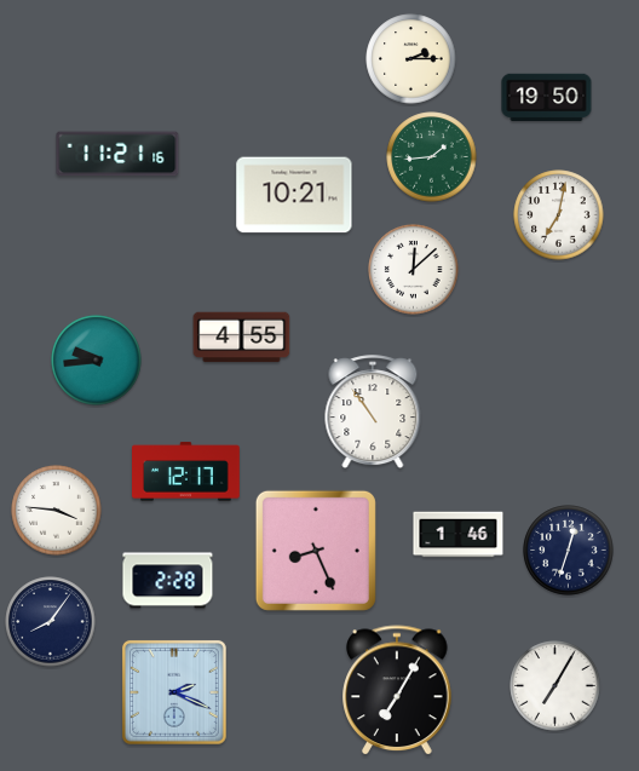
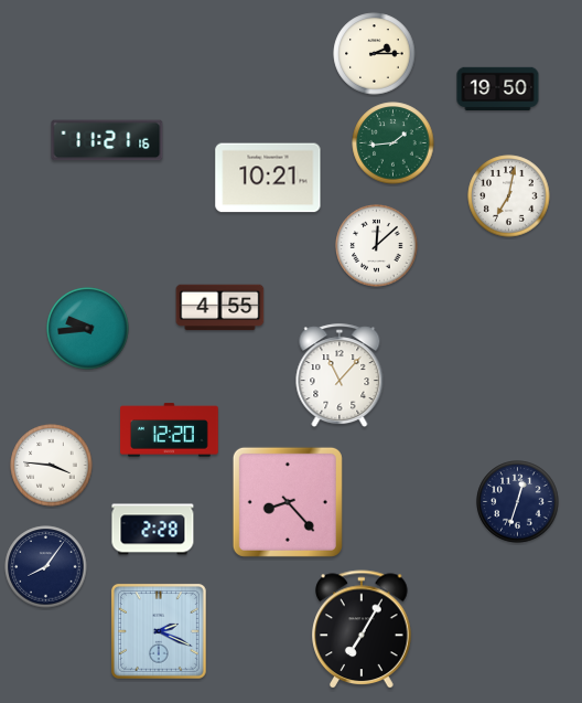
clock at (373, 413): 10:54 -> 11:07
clock at (186, 472): 12:17 -> 12:20
clock at (459, 535): 1:46 -> none
clock at (316, 551): 8:26 -> 8:23
clock at (555, 686): 7:05 -> none
